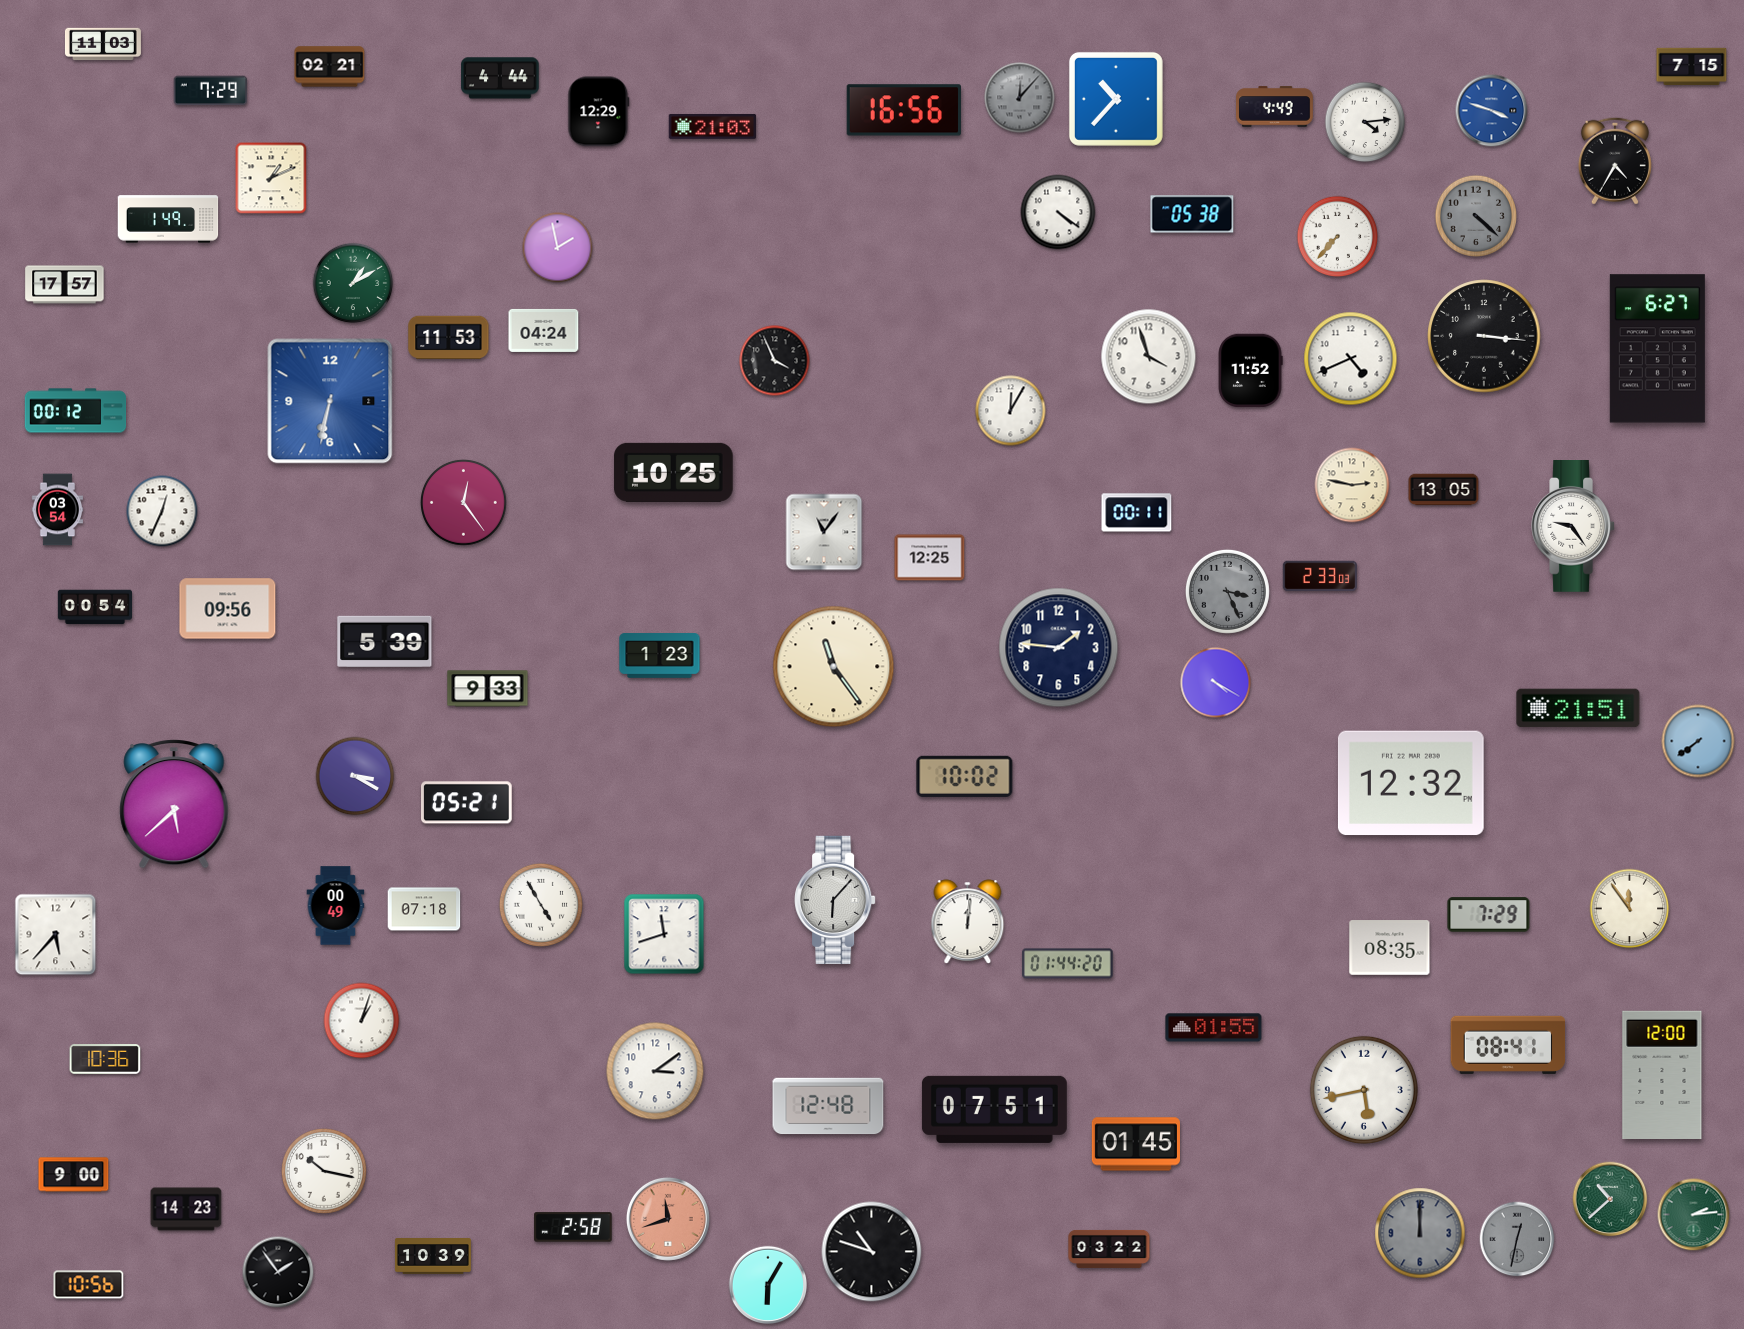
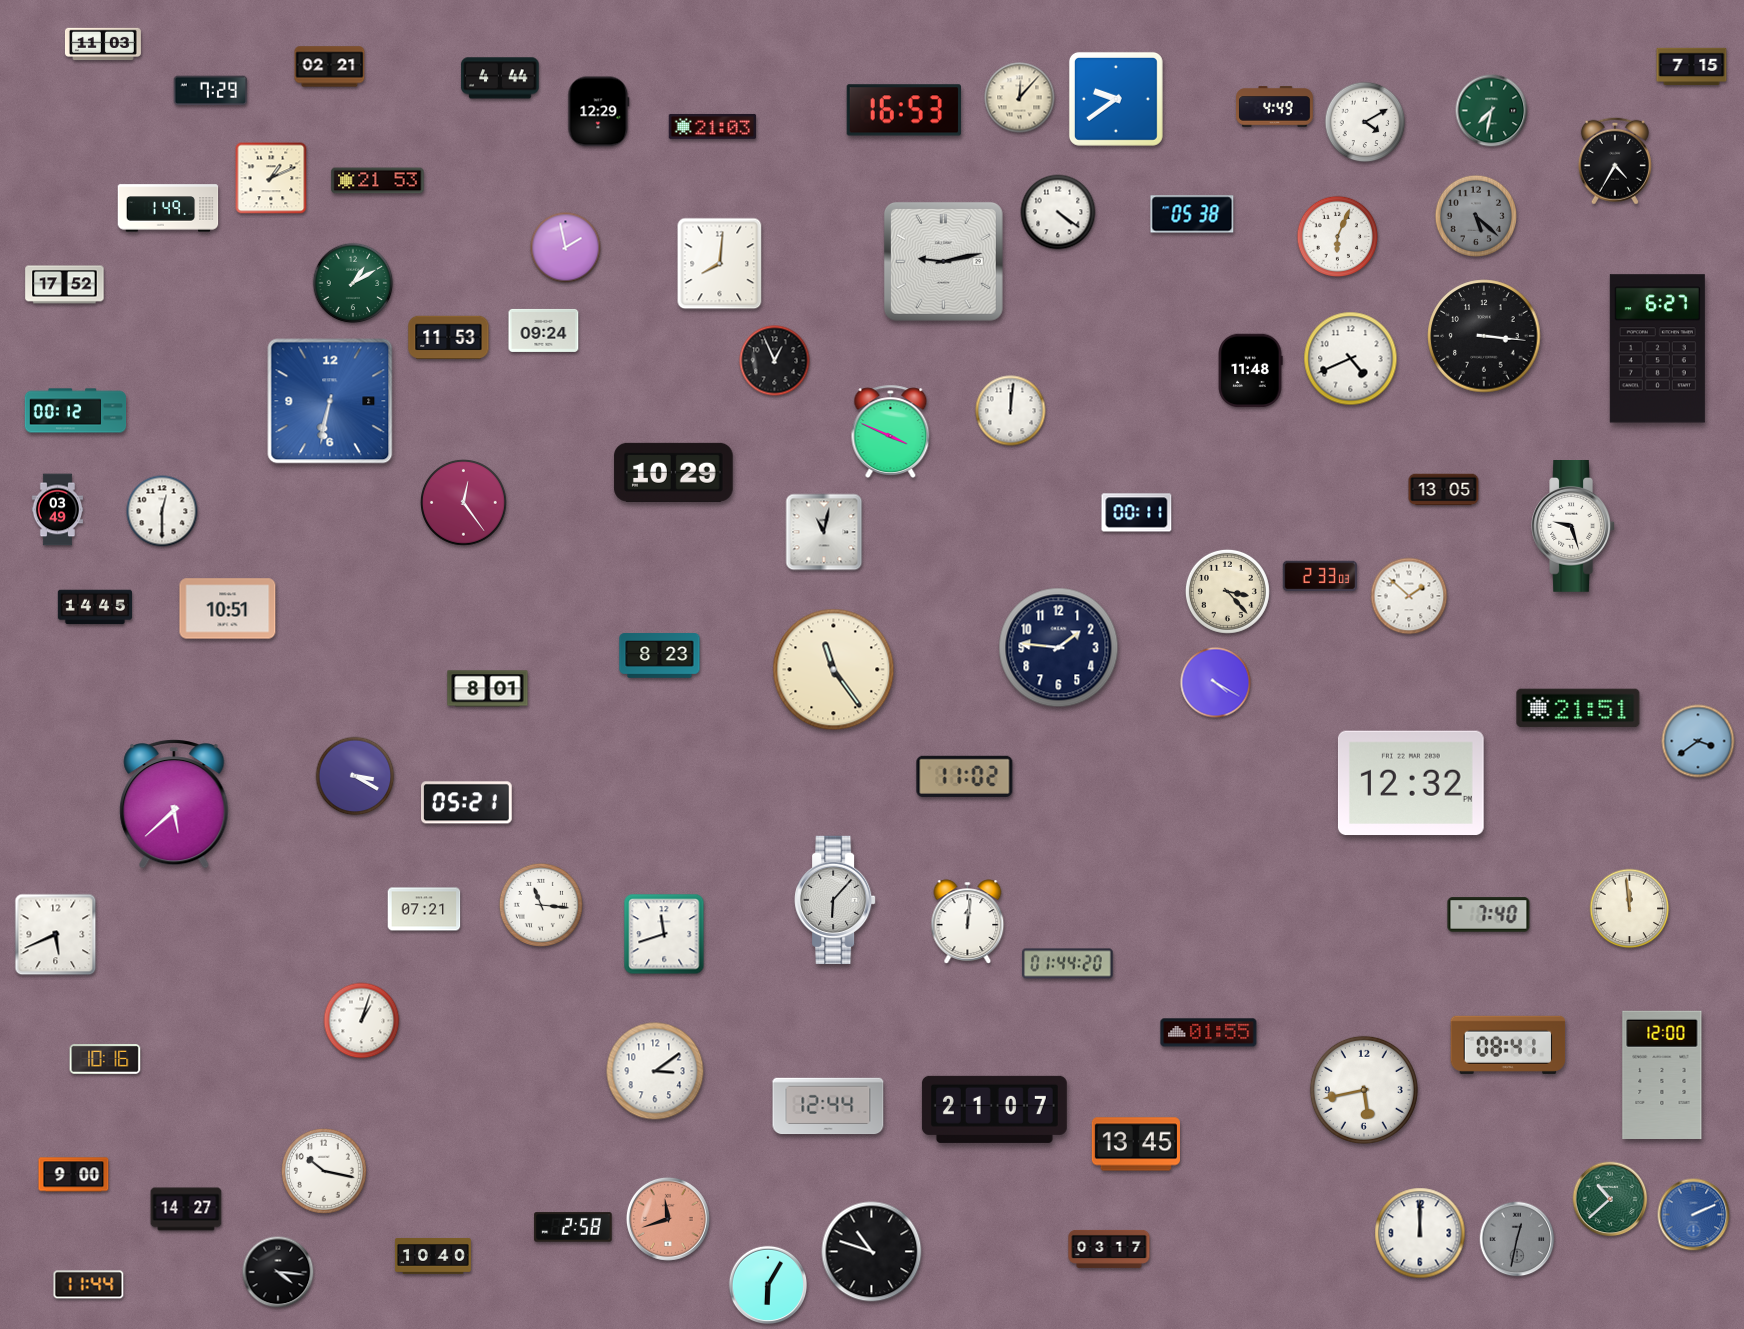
clock at (1020, 98) dial: grey -> cream
clock at (1116, 99): 10:37 -> 9:39
clock at (903, 110): 16:56 -> 16:53
clock at (1492, 111): 3:48 -> 7:32
clock at (1492, 111) dial: blue -> green
clock at (1365, 122): 4:14 -> 4:10
clock at (378, 181): none -> 21:53
clock at (1475, 215): 4:22 -> 5:22
clock at (168, 219) position: (168, 219) -> (168, 208)
clock at (1338, 237): 7:37 -> 6:04
clock at (558, 248) position: (558, 248) -> (566, 248)
clock at (943, 261): none -> 9:13
clock at (720, 264): none -> 8:01
clock at (65, 285): 17:57 -> 17:52
clock at (544, 330): 04:24 -> 09:24
clock at (1149, 357): 3:57 -> none
clock at (775, 361): 3:56 -> 12:56
clock at (1250, 371): 11:52 -> 11:48
clock at (1011, 411): 12:05 -> 12:01
clock at (891, 431): none -> 3:49
clock at (674, 472): 10:25 -> 10:29
clock at (1352, 485): 2:47 -> none
clock at (57, 510): 03:54 -> 03:49
clock at (162, 511): 12:34 -> 12:30
clock at (1573, 527): 9:24 -> 9:27
clock at (824, 532): 11:06 -> 11:02
clock at (930, 558): 12:25 -> none
clock at (1227, 591): 3:26 -> 3:23
clock at (1227, 591) dial: grey -> cream
clock at (1409, 596): none -> 1:52
clock at (94, 607): 00:54 -> 14:45
clock at (228, 609): 09:56 -> 10:51
clock at (385, 641): 5:39 -> none
clock at (660, 656): 1:23 -> 8:23
clock at (834, 667) position: (834, 667) -> (834, 670)
clock at (488, 689): 9:33 -> 8:01
clock at (1698, 741): 7:39 -> 3:39
clock at (965, 776): 10:02 -> 11:02
clock at (541, 905): 4:55 -> 11:16
clock at (336, 906): 00:49 -> none
clock at (424, 909): 07:18 -> 07:21
clock at (1630, 909): 11:54 -> 11:59
clock at (1489, 915): 7:29 -> 7:40
clock at (56, 935): 5:37 -> 5:41
clock at (1390, 948): 08:35 -> none
clock at (1214, 1028) position: (1214, 1028) -> (1209, 1033)
clock at (105, 1059): 10:36 -> 10:16
clock at (828, 1106): 12:48 -> 12:44
clock at (994, 1109): 07:51 -> 21:07
clock at (1136, 1144): 01:45 -> 13:45
clock at (186, 1209): 14:23 -> 14:27
clock at (1694, 1215): 2:14 -> 2:11
clock at (1694, 1215) dial: green -> blue
clock at (1420, 1233) dial: grey -> white
clock at (1109, 1249): 03:22 -> 03:17
clock at (433, 1256): 10:39 -> 10:40
clock at (278, 1272): 1:54 -> 4:16
clock at (89, 1285): 10:56 -> 11:44
